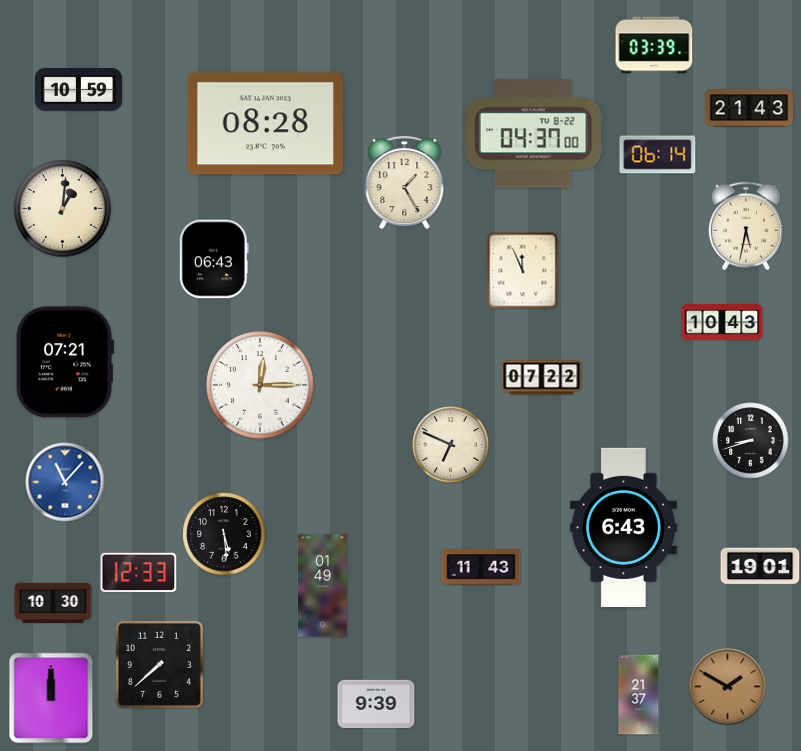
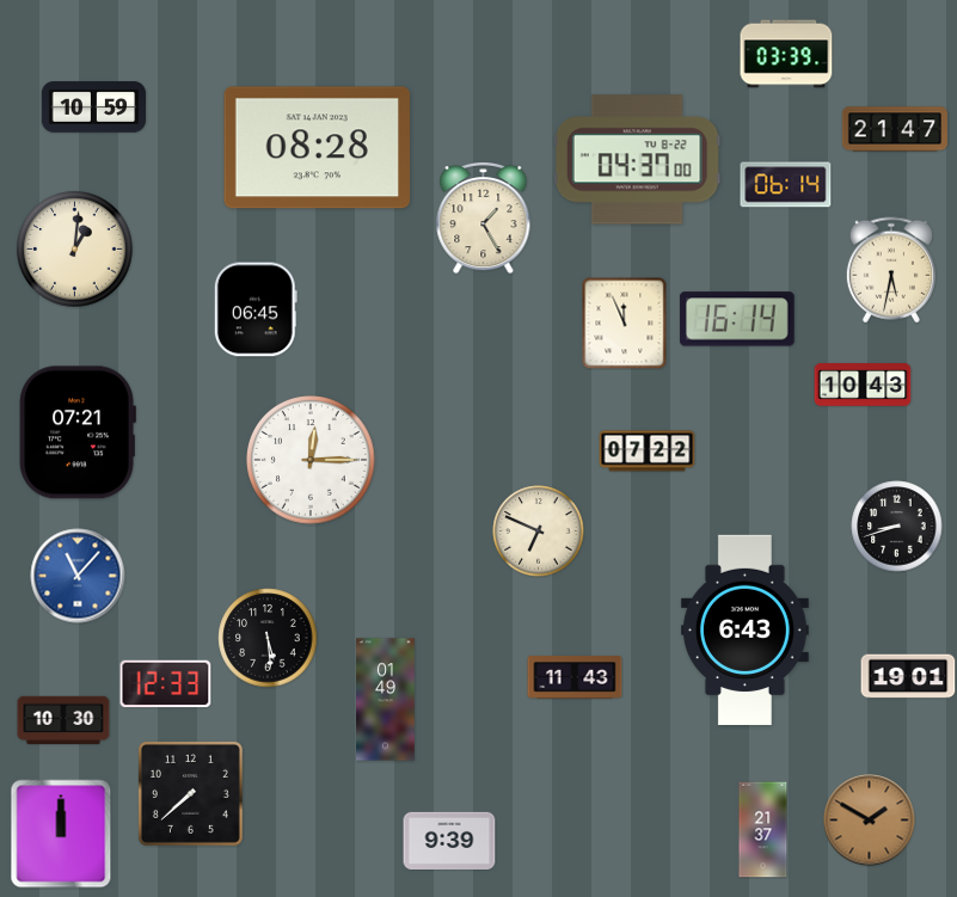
clock at (654, 45) position: (654, 45) -> (786, 54)
clock at (749, 108): 21:43 -> 21:47
clock at (214, 259): 06:43 -> 06:45
clock at (737, 319): none -> 16:14
